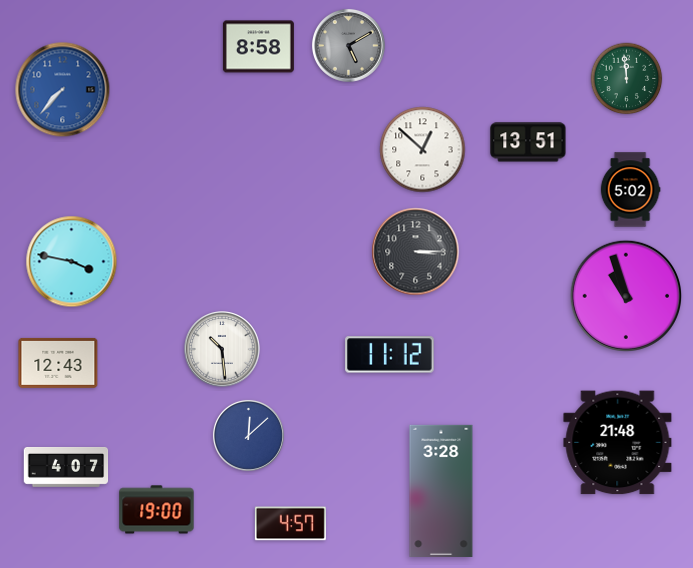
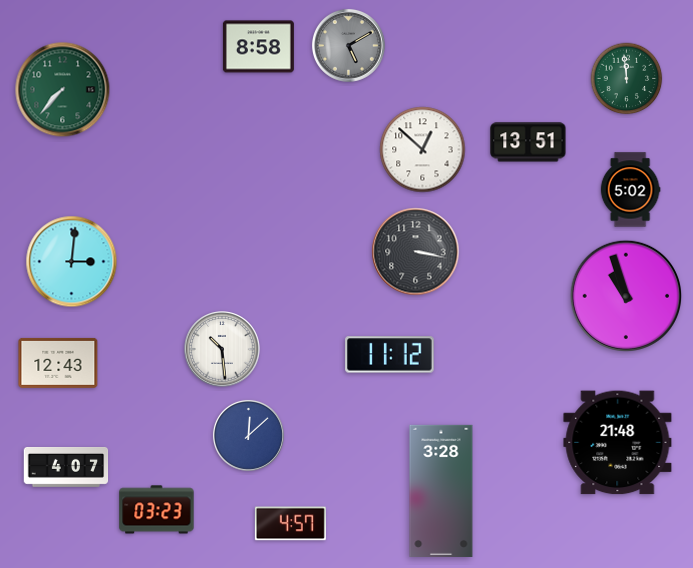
clock at (63, 90) dial: blue -> green
clock at (416, 252): 3:15 -> 3:17
clock at (72, 262): 3:47 -> 3:01
clock at (157, 510): 19:00 -> 03:23
